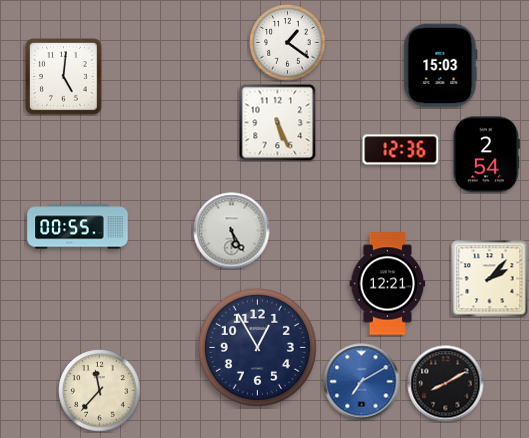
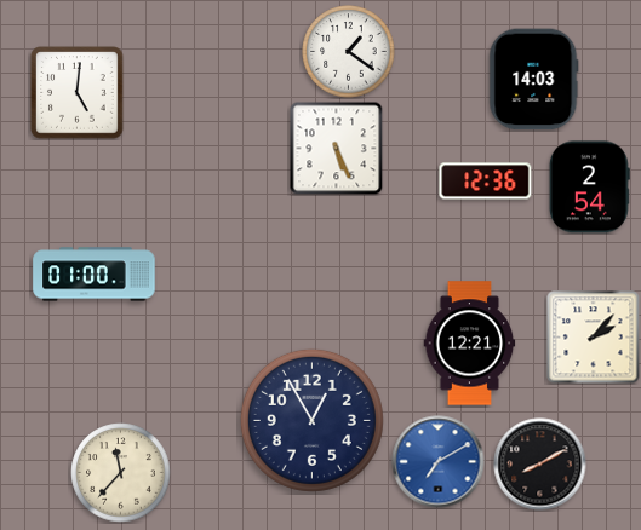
clock at (441, 66): 15:03 -> 14:03
clock at (78, 227): 00:55 -> 01:00
clock at (232, 231): 5:25 -> none
